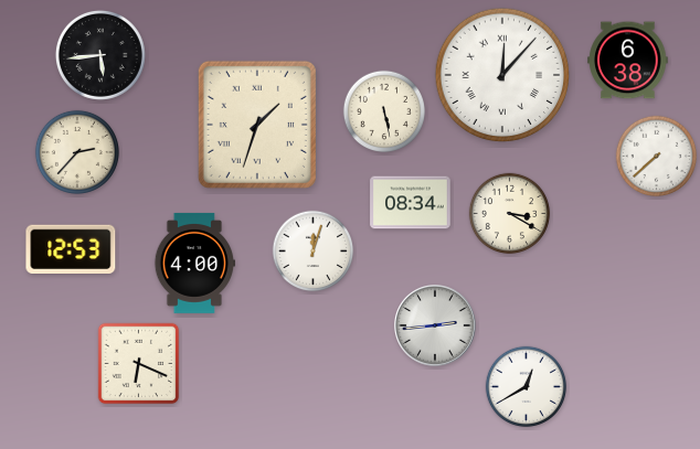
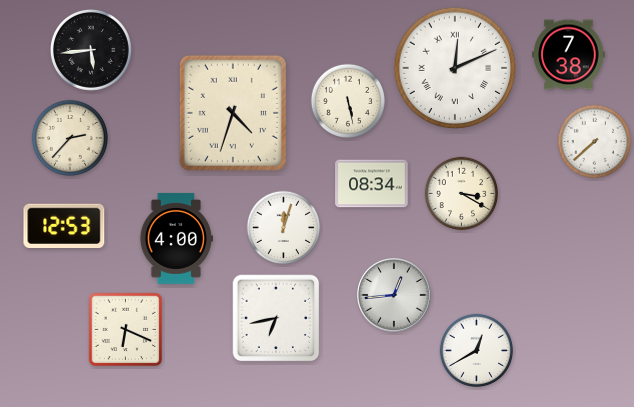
clock at (628, 61): 6:38 -> 7:38
clock at (502, 75): 12:07 -> 12:11
clock at (257, 125): 1:33 -> 4:33
clock at (436, 327): 2:44 -> 12:44
clock at (276, 318): none -> 6:43
